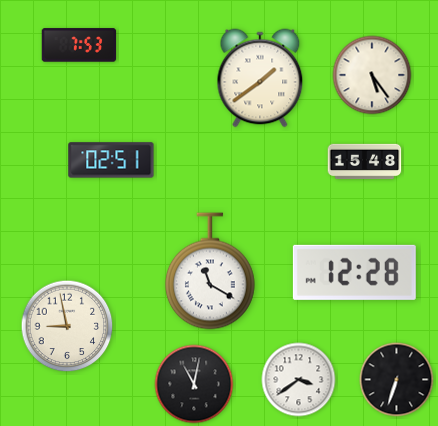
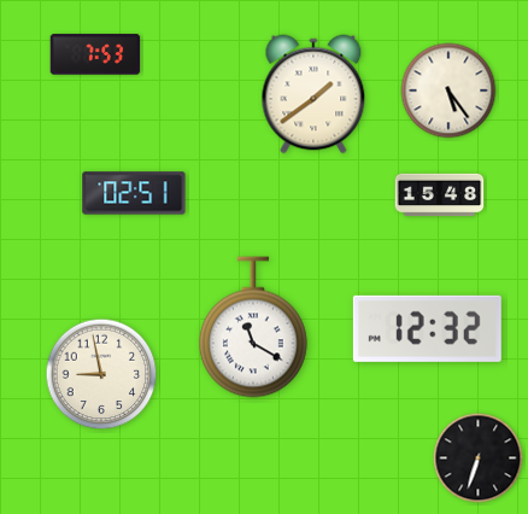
clock at (354, 272): 12:28 -> 12:32
clock at (67, 326) position: (67, 326) -> (101, 374)
clock at (299, 380): 3:39 -> none
clock at (194, 384): 11:02 -> none
